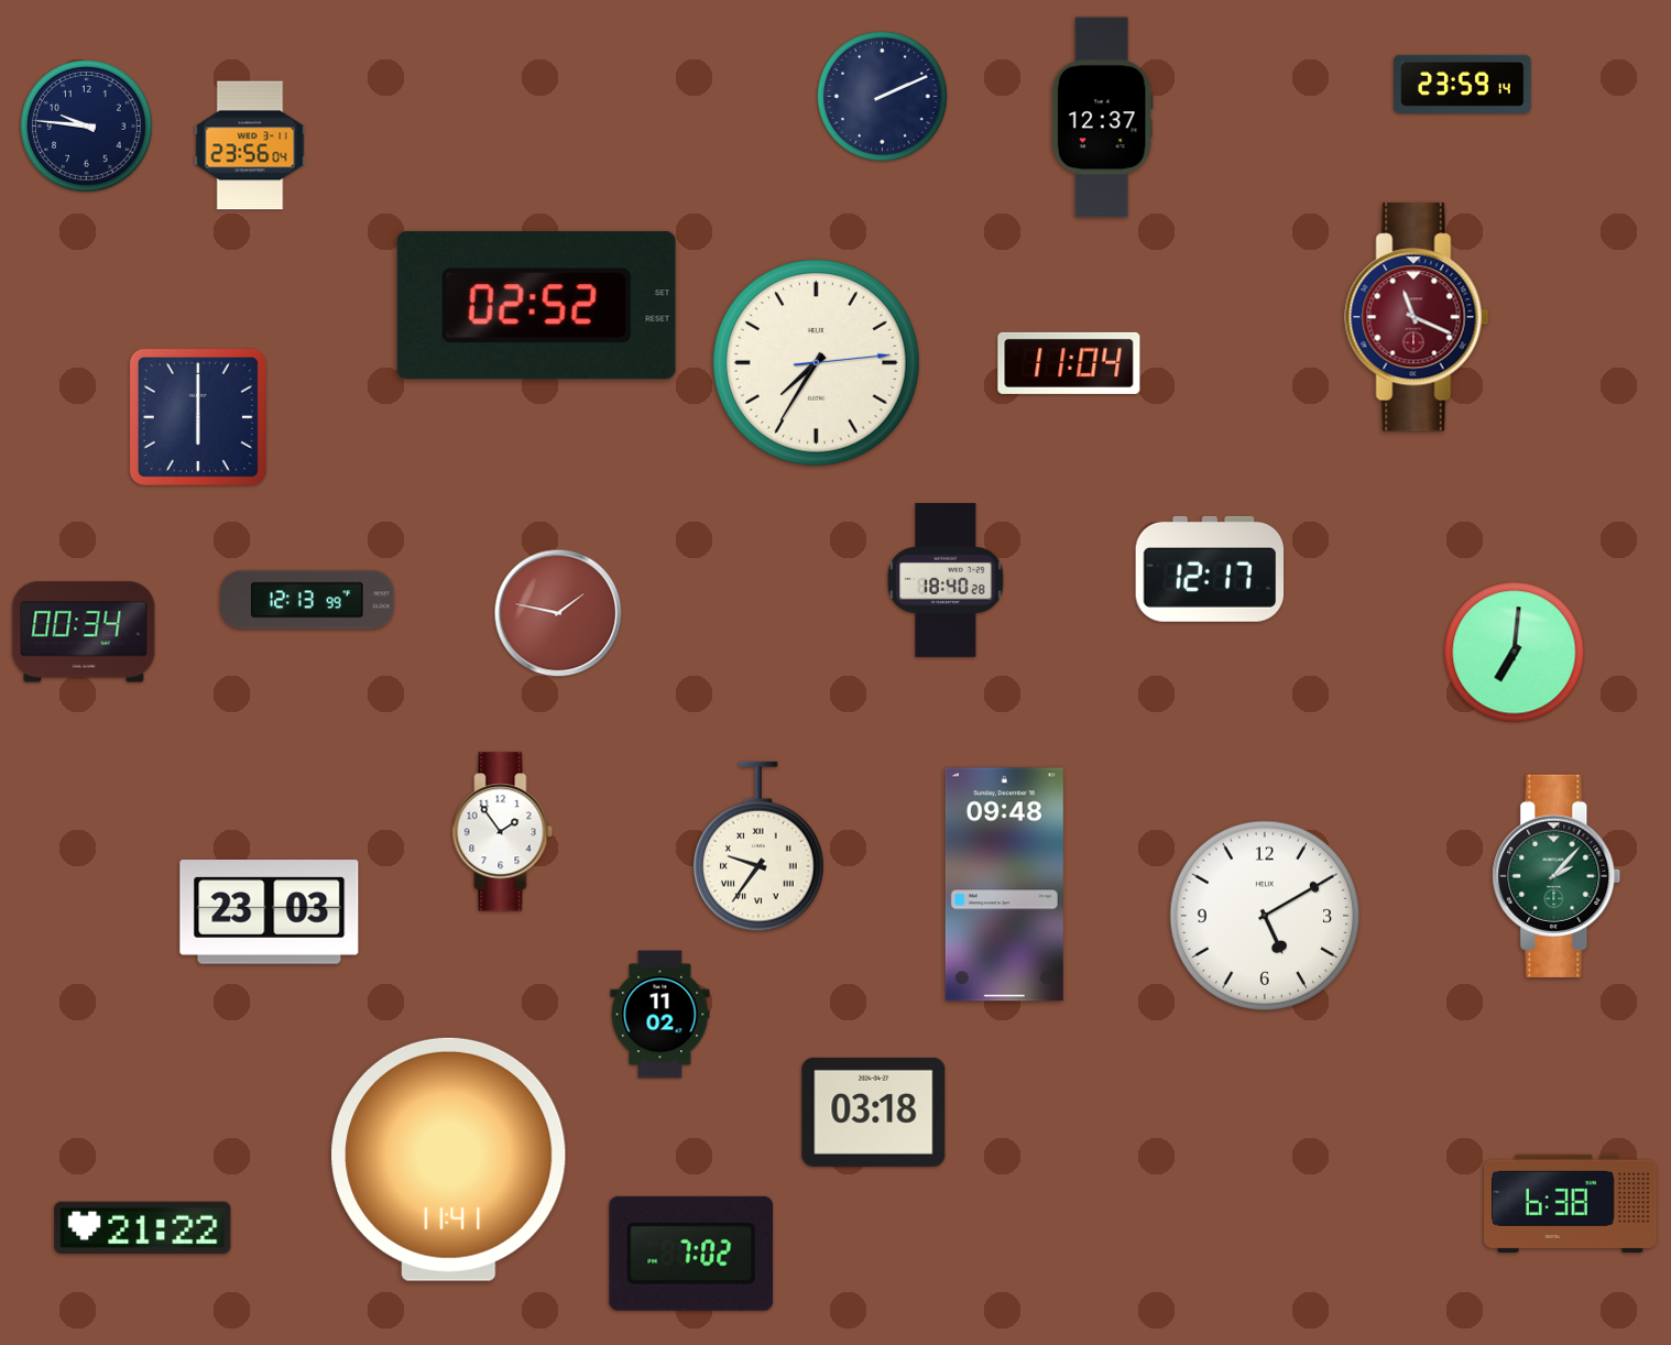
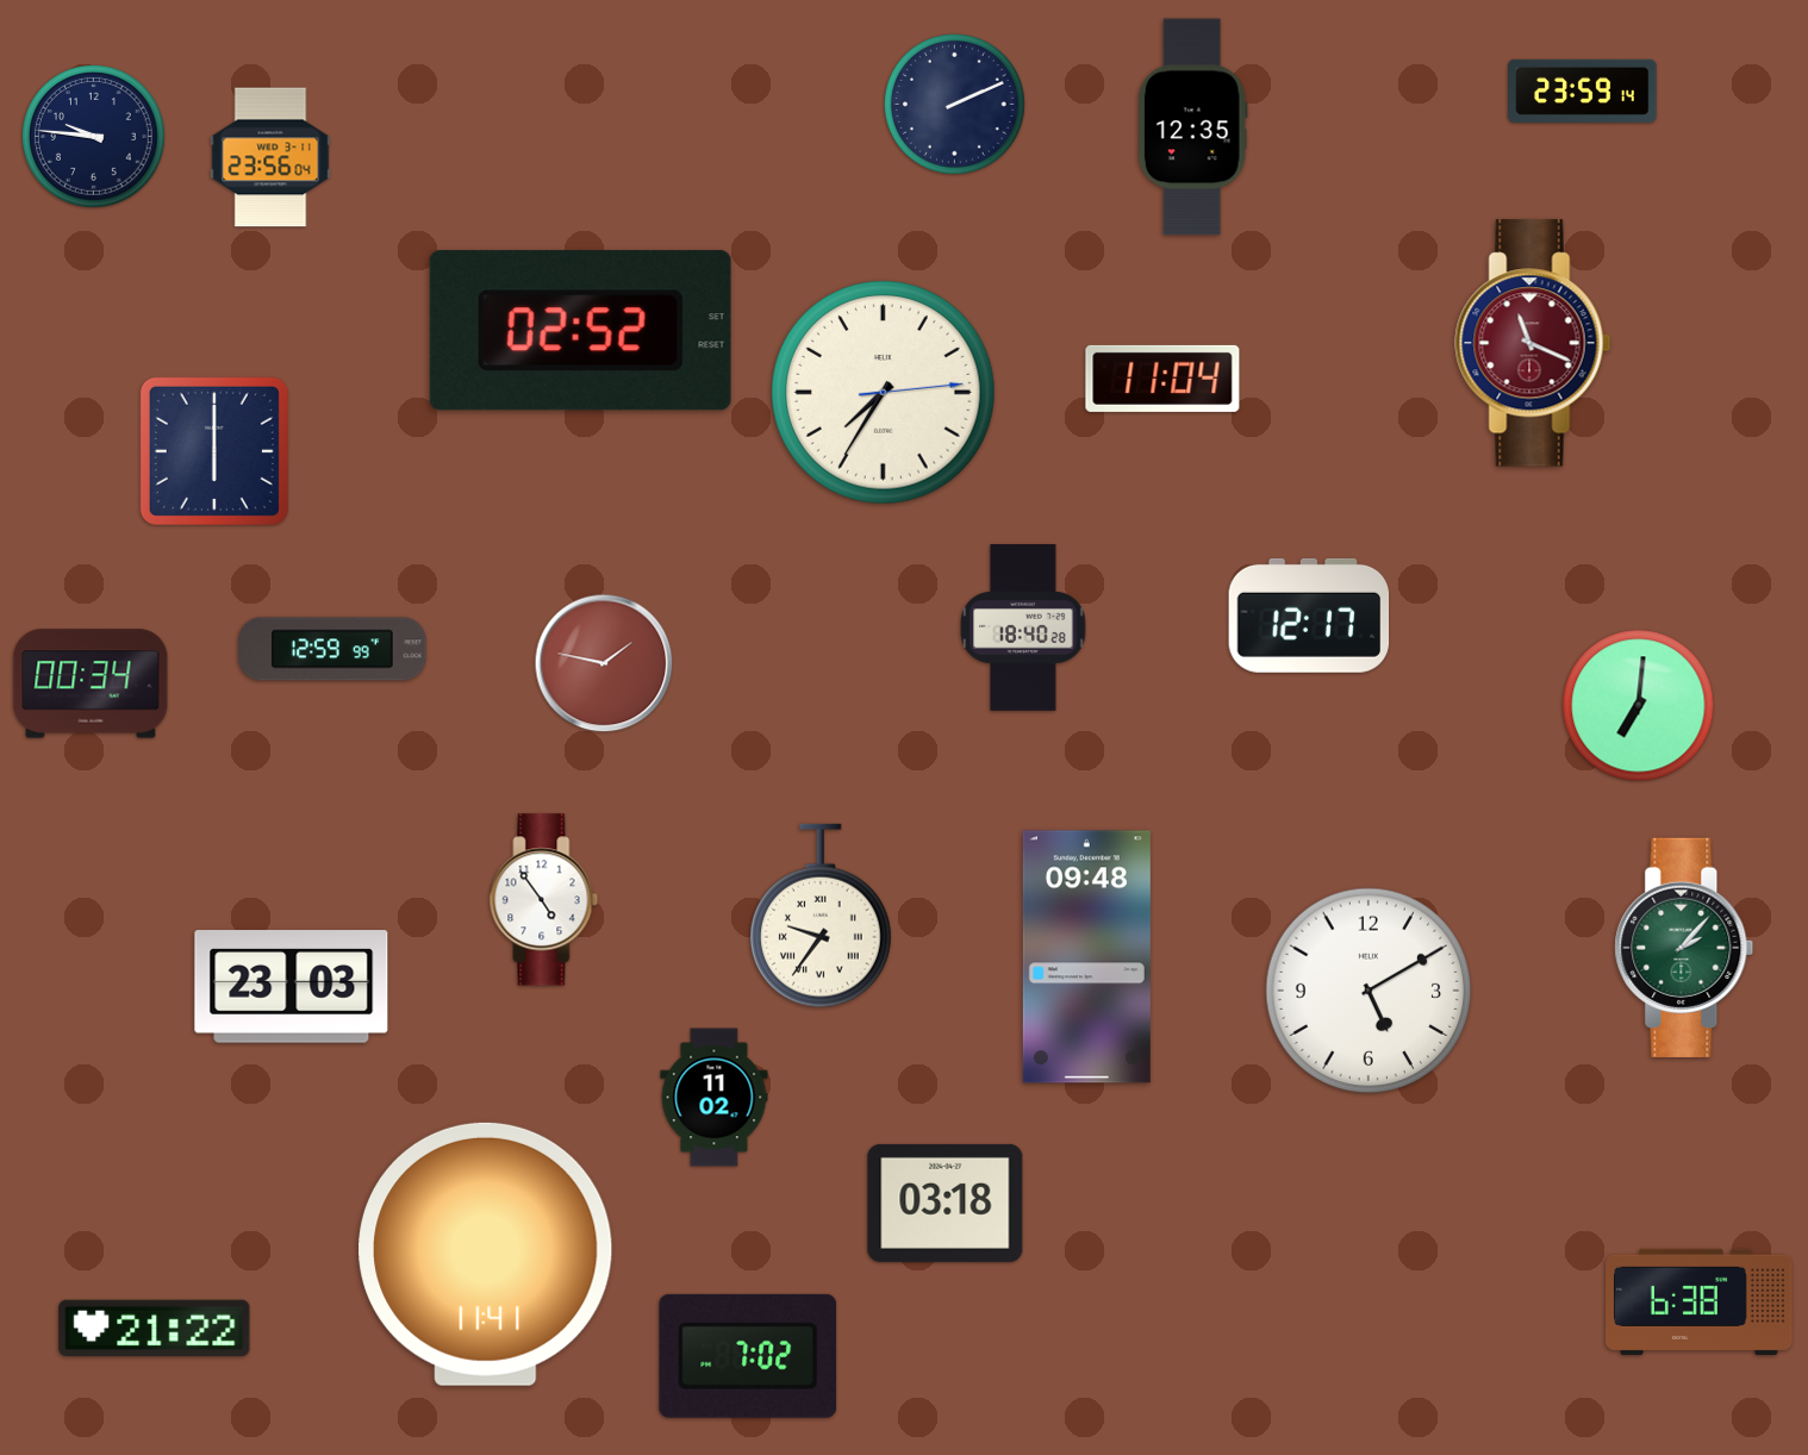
clock at (1102, 118): 12:37 -> 12:35
clock at (1069, 363) position: (1069, 363) -> (1162, 379)
clock at (307, 600): 12:13 -> 12:59
clock at (503, 832): 1:54 -> 4:54
